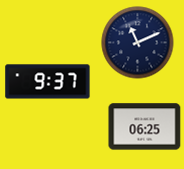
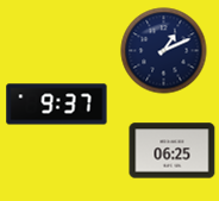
clock at (138, 43): 11:11 -> 1:11
clock at (48, 82) position: (48, 82) -> (57, 105)
